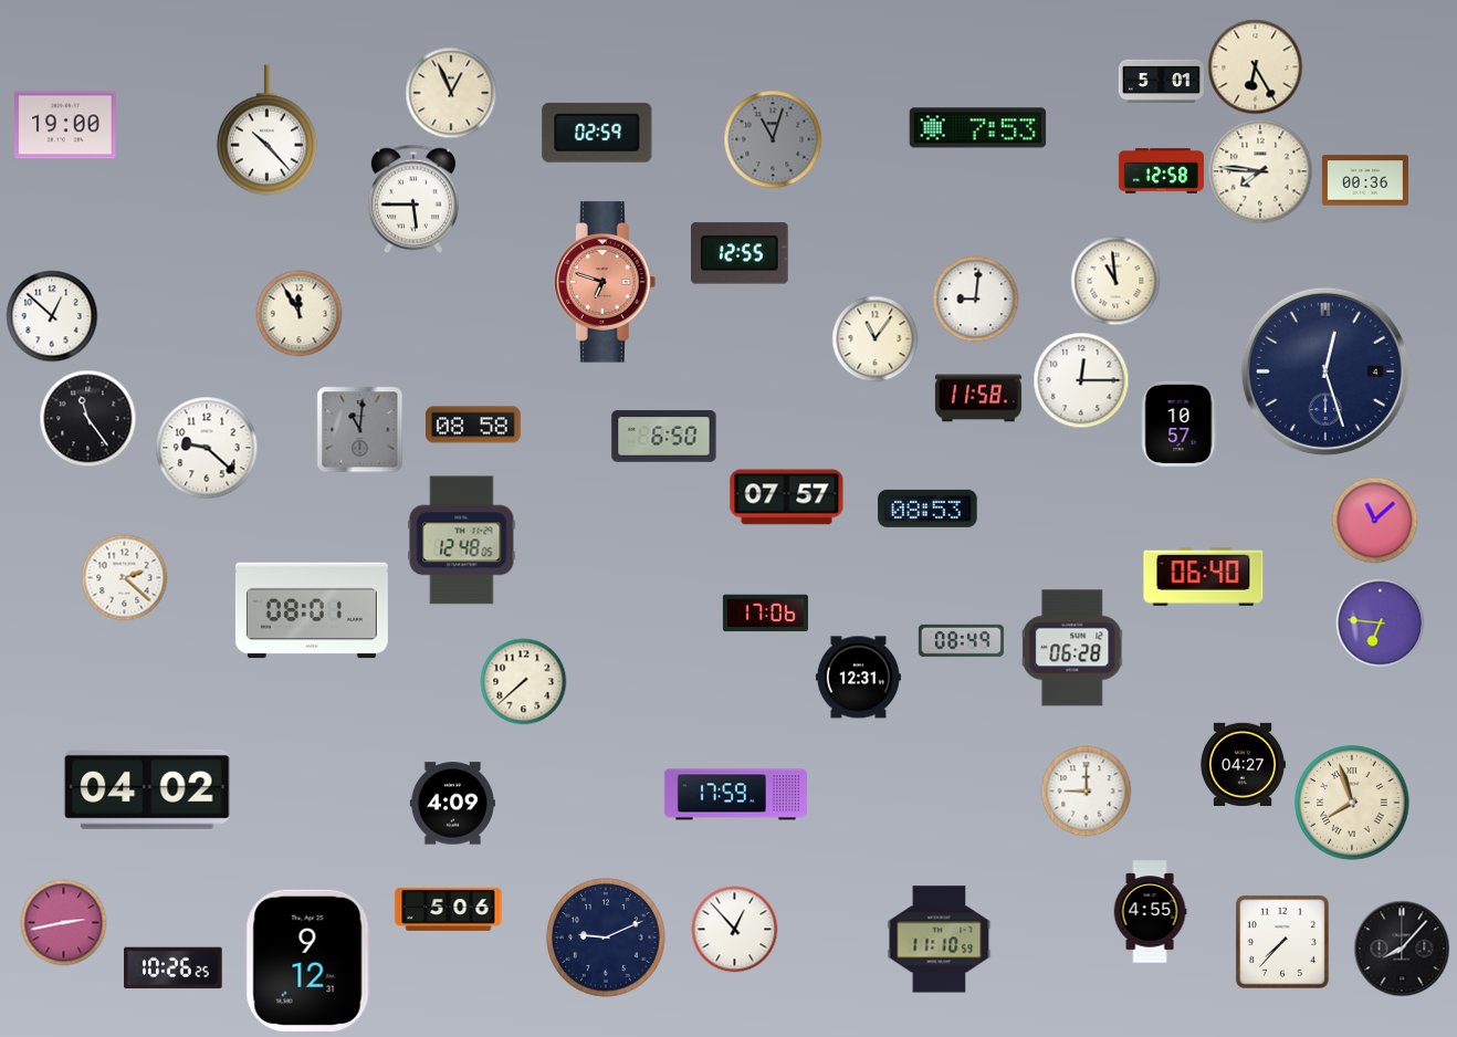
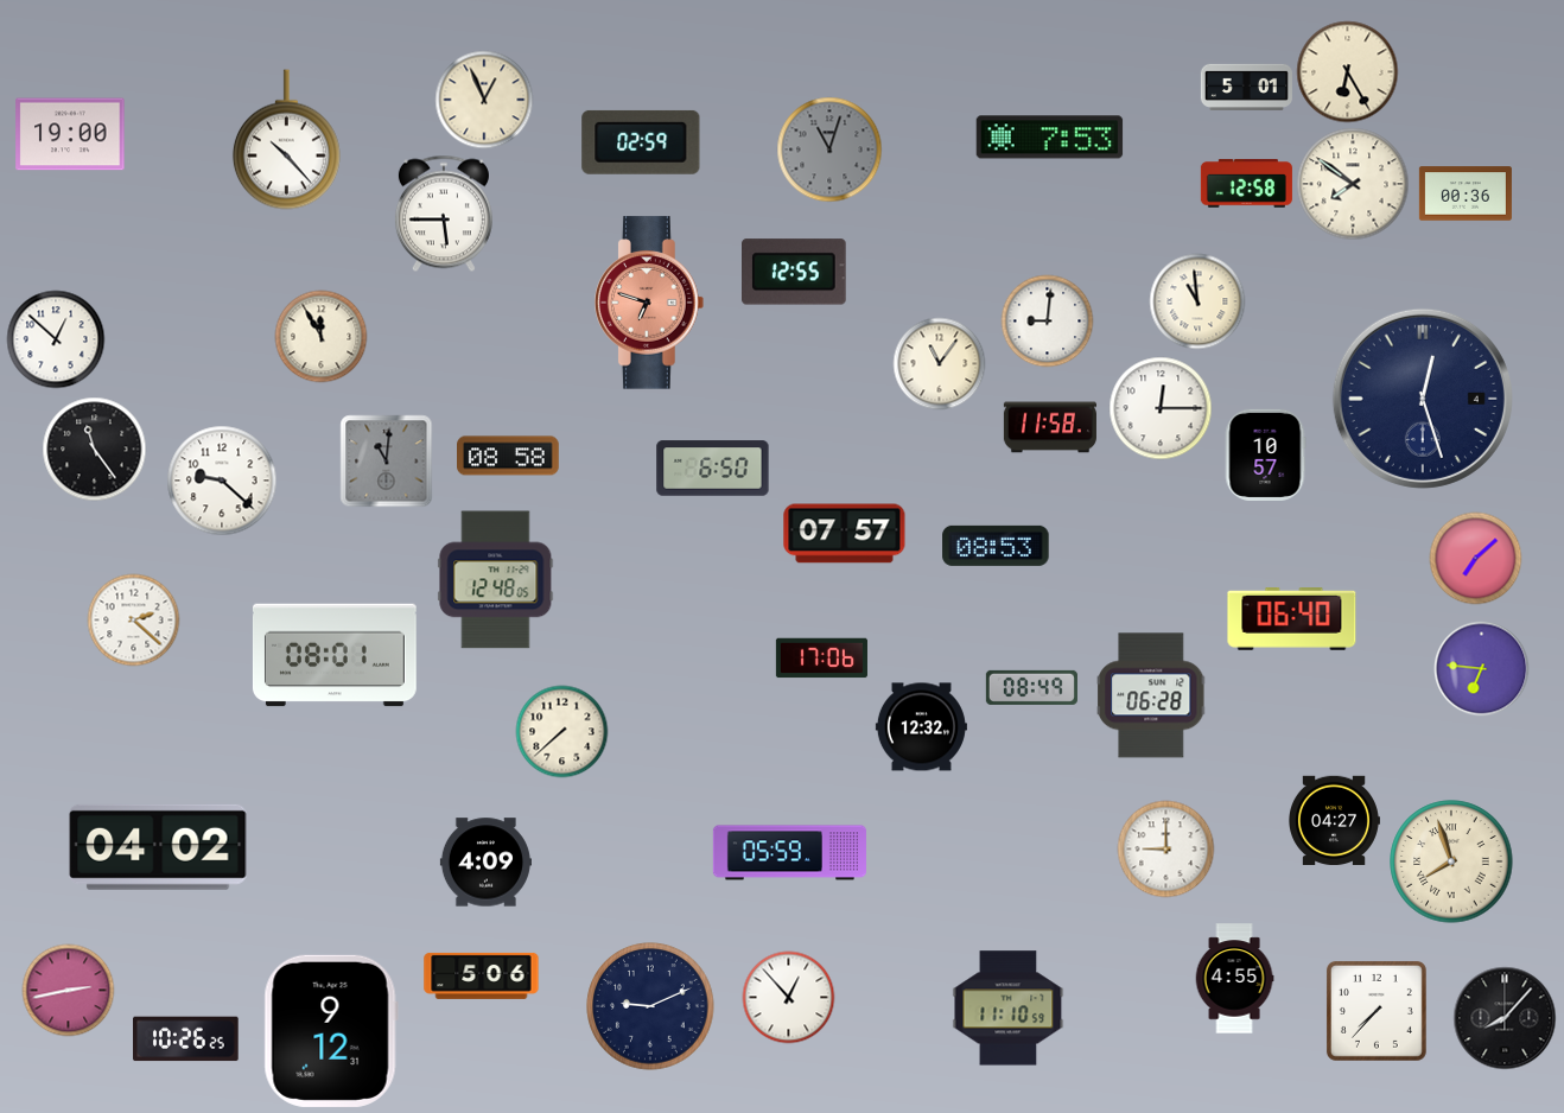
clock at (1260, 171): 7:46 -> 7:51
clock at (1374, 520): 11:08 -> 7:08
clock at (858, 678): 12:31 -> 12:32
clock at (735, 795): 17:59 -> 05:59
